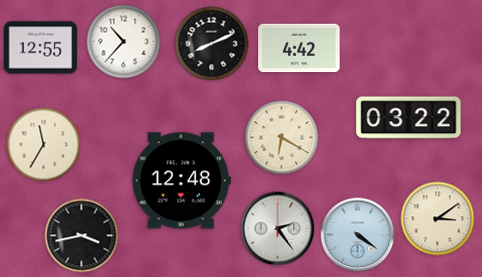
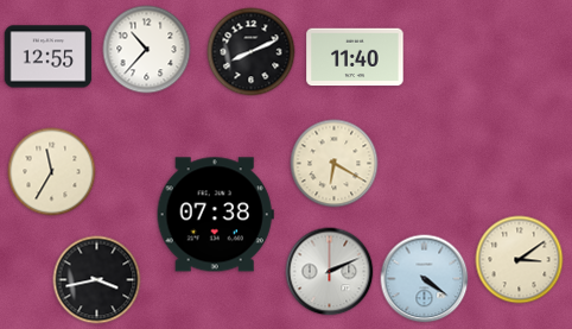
clock at (299, 48): 4:42 -> 11:40
clock at (409, 118): 03:22 -> none
clock at (181, 181): 12:48 -> 07:38
clock at (278, 229): 2:24 -> 2:11
